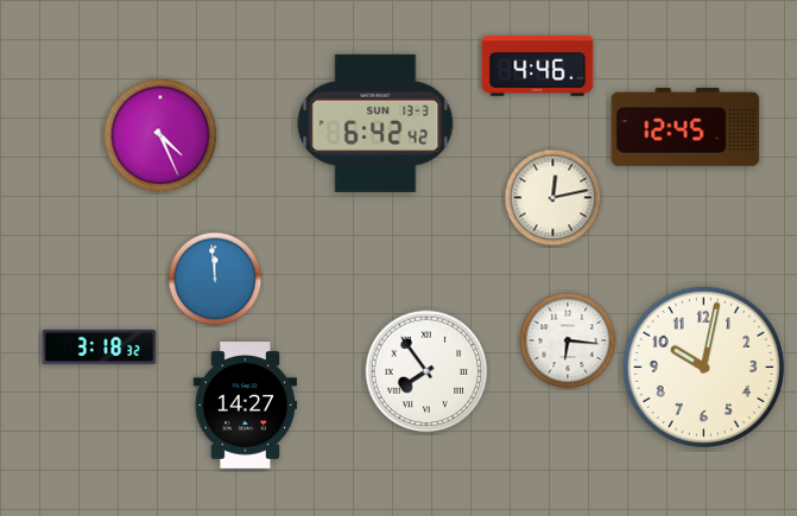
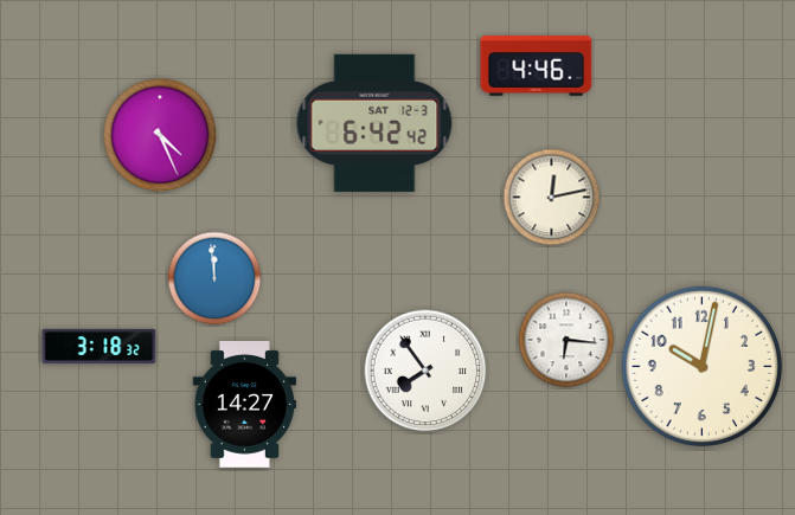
clock at (375, 123) date: SUN 13-3 -> SAT 12-3
clock at (685, 127): 12:45 -> none
